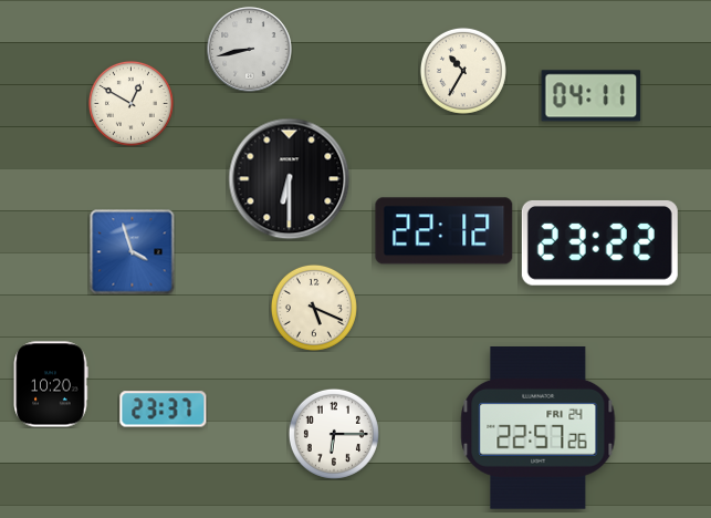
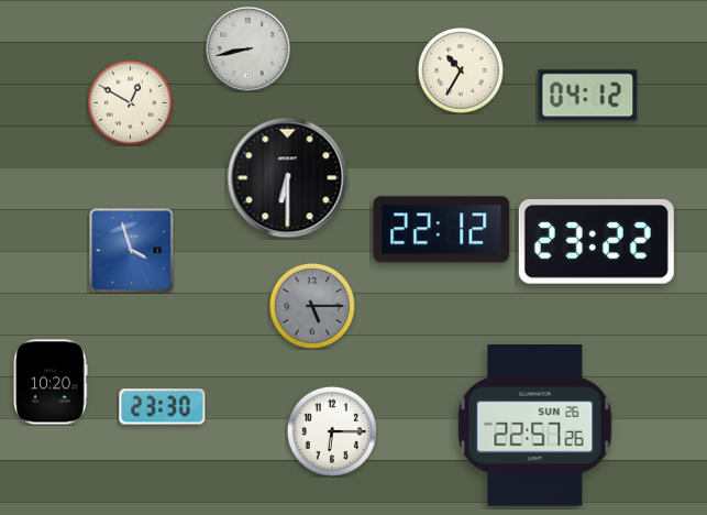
clock at (592, 96): 04:11 -> 04:12
clock at (314, 308): 5:19 -> 5:15
clock at (314, 308) dial: cream -> grey
clock at (164, 410): 23:37 -> 23:30
clock at (539, 428) date: FRI 24 -> SUN 26
